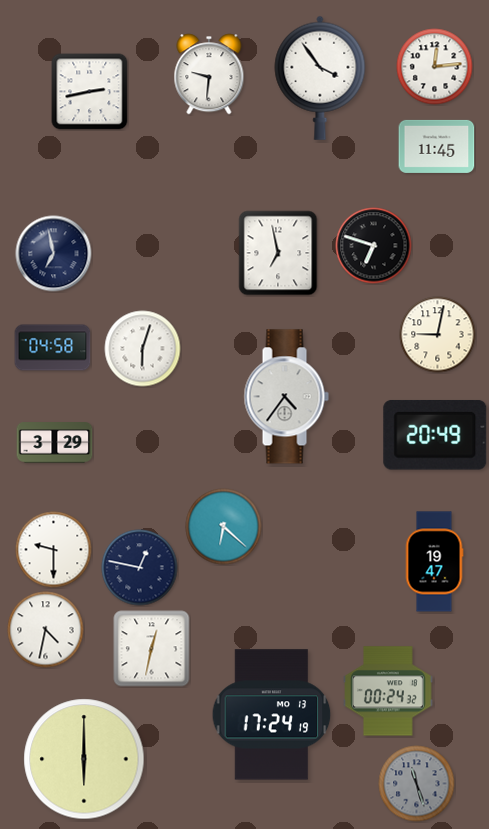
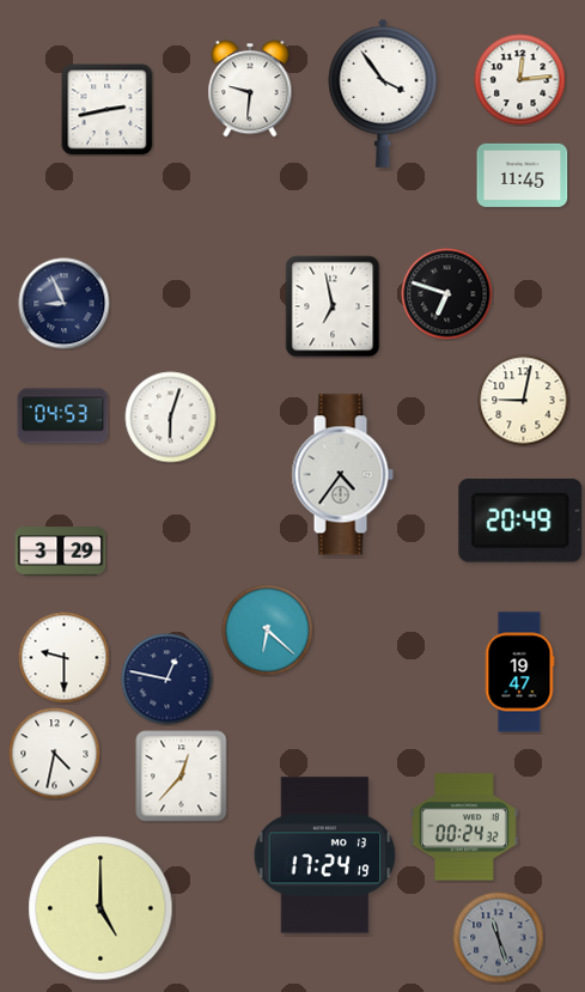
clock at (278, 253) position: (278, 253) -> (333, 306)
clock at (54, 254): 6:58 -> 8:56
clock at (53, 348): 04:58 -> 04:53
clock at (55, 443) position: (55, 443) -> (61, 552)
clock at (152, 649): 12:32 -> 12:37
clock at (84, 759): 6:00 -> 5:00
